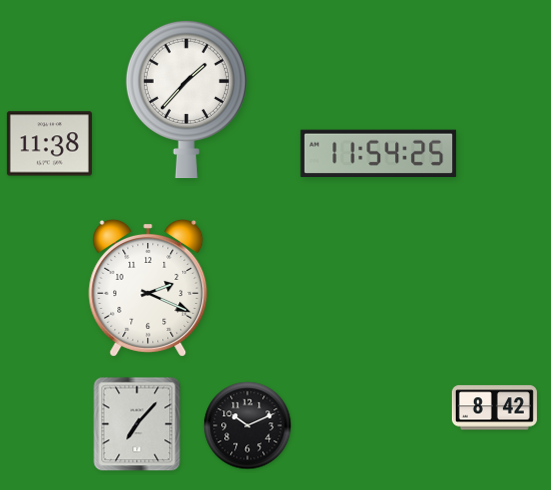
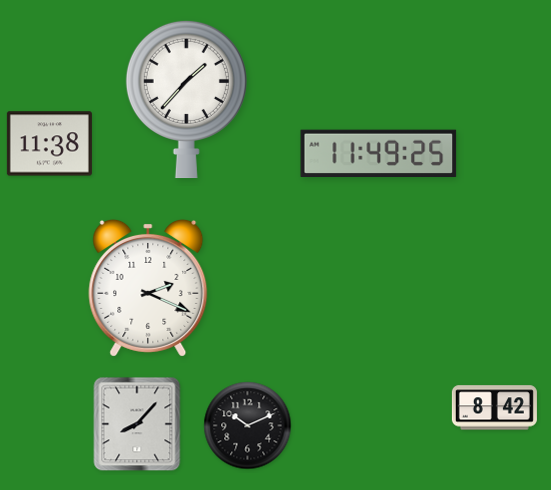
clock at (379, 154): 11:54 -> 11:49
clock at (137, 424): 7:07 -> 8:07
